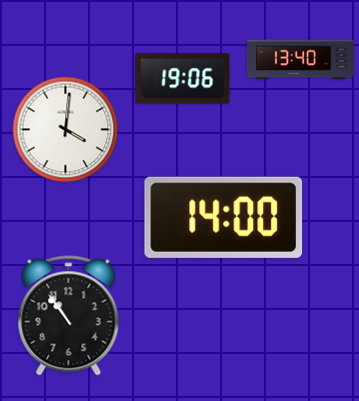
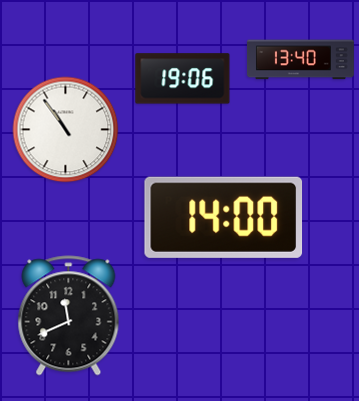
clock at (66, 130): 4:01 -> 10:54
clock at (69, 316): 10:54 -> 11:41
